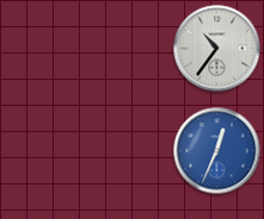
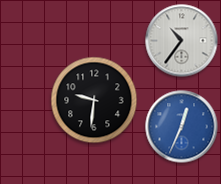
clock at (94, 100): none -> 9:31
